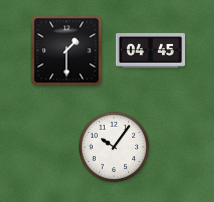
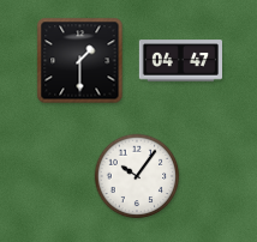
clock at (150, 51): 04:45 -> 04:47
